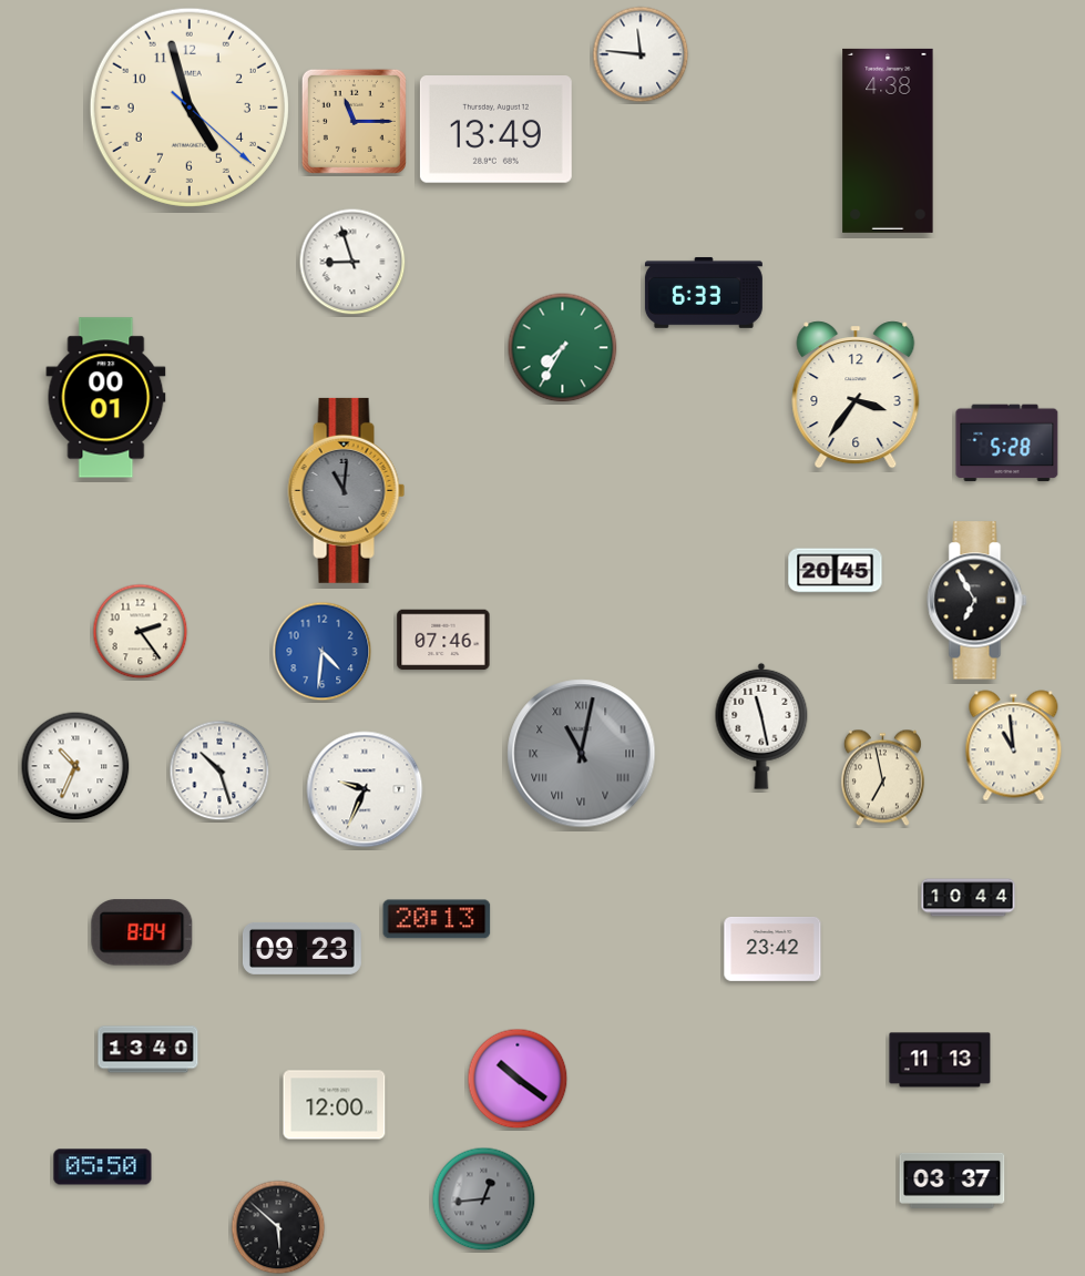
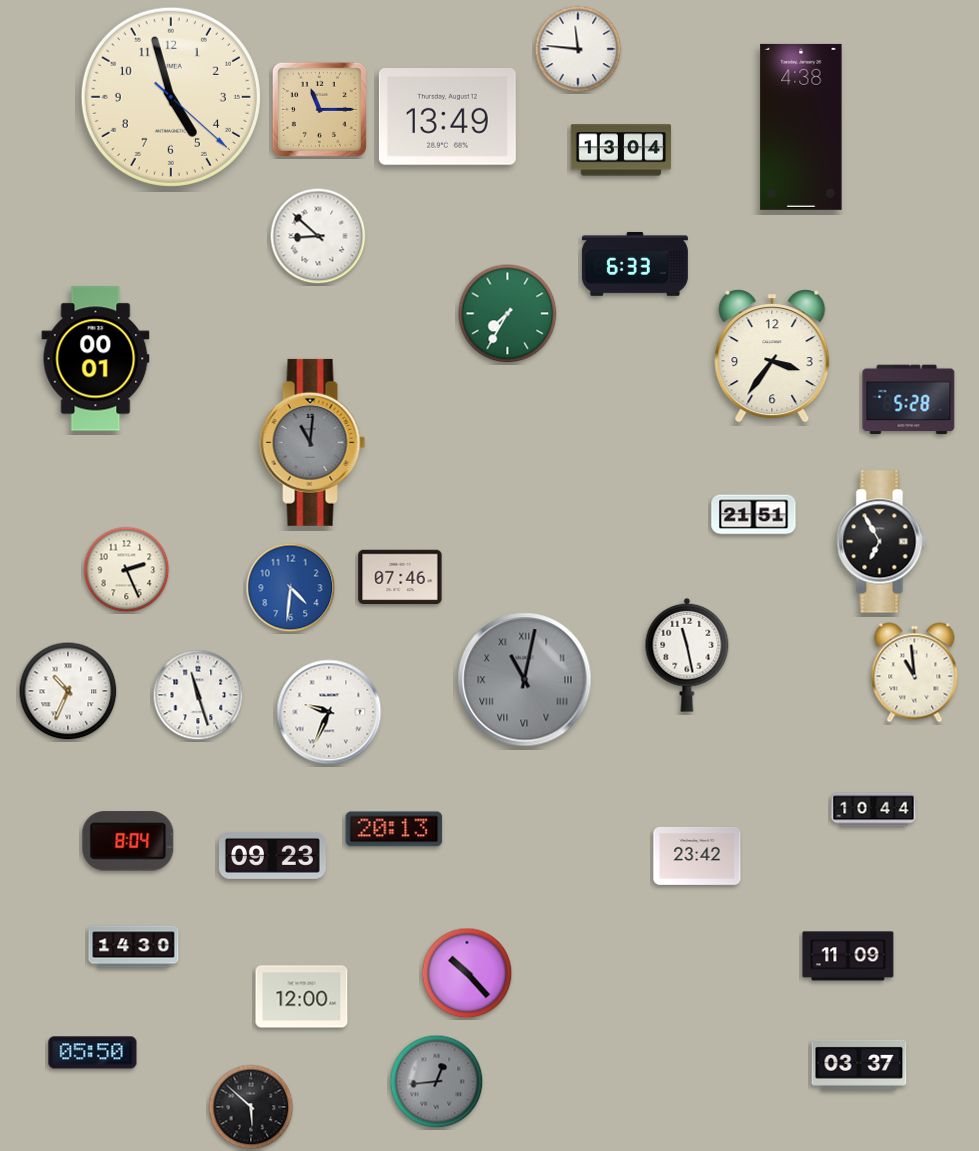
clock at (621, 150): none -> 13:04
clock at (352, 262): 8:57 -> 8:52
clock at (836, 571): 20:45 -> 21:51
clock at (141, 632): 2:24 -> 2:26
clock at (219, 770): 10:27 -> 11:27
clock at (882, 778): 6:58 -> none
clock at (149, 1050): 13:40 -> 14:30
clock at (940, 1060): 11:13 -> 11:09
clock at (518, 1079): 10:21 -> 10:23
